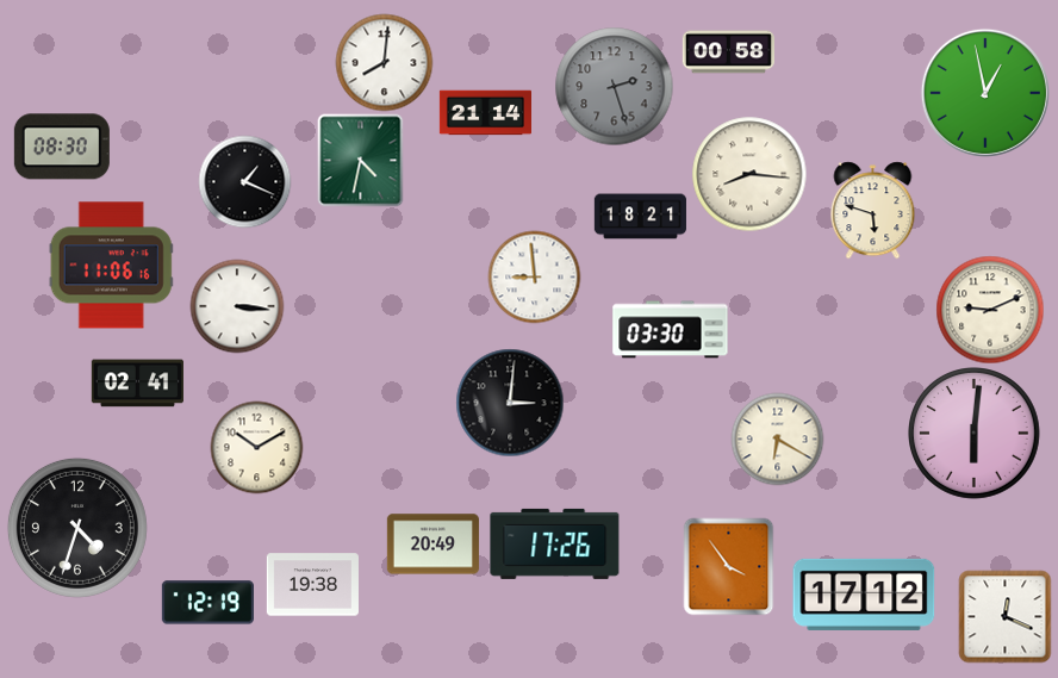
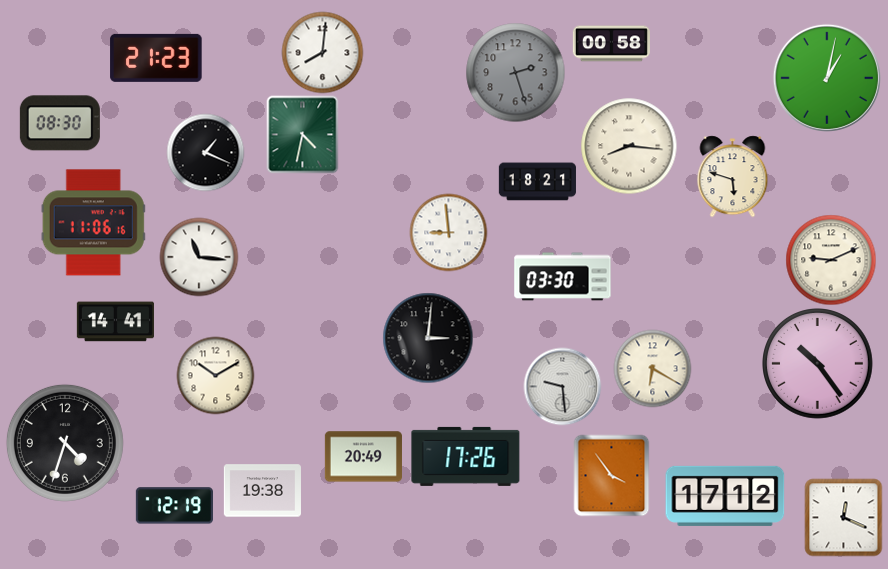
clock at (156, 58): none -> 21:23
clock at (985, 93): 12:58 -> 1:02
clock at (485, 113): 21:14 -> none
clock at (62, 147) position: (62, 147) -> (60, 123)
clock at (237, 306): 3:16 -> 11:16
clock at (137, 384): 02:41 -> 14:41
clock at (975, 434): 6:01 -> 10:24
clock at (562, 386): none -> 9:29
clock at (864, 595) position: (864, 595) -> (725, 496)
